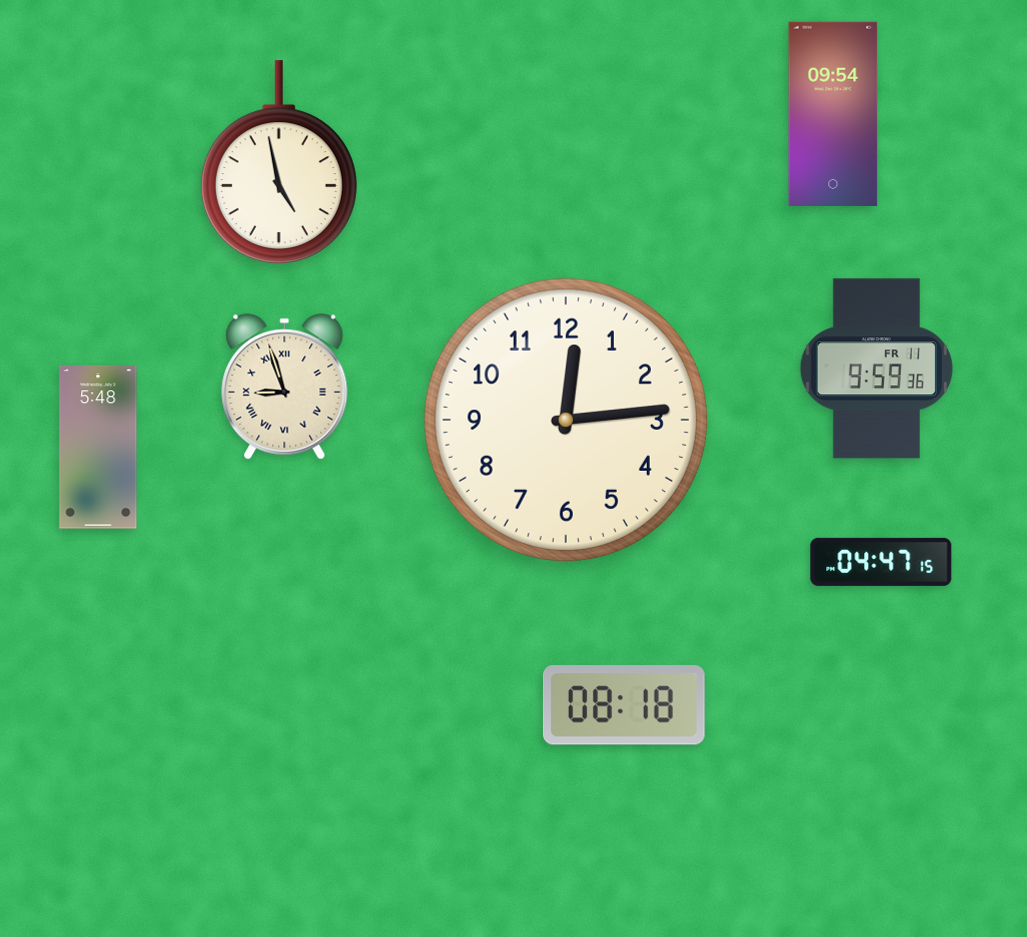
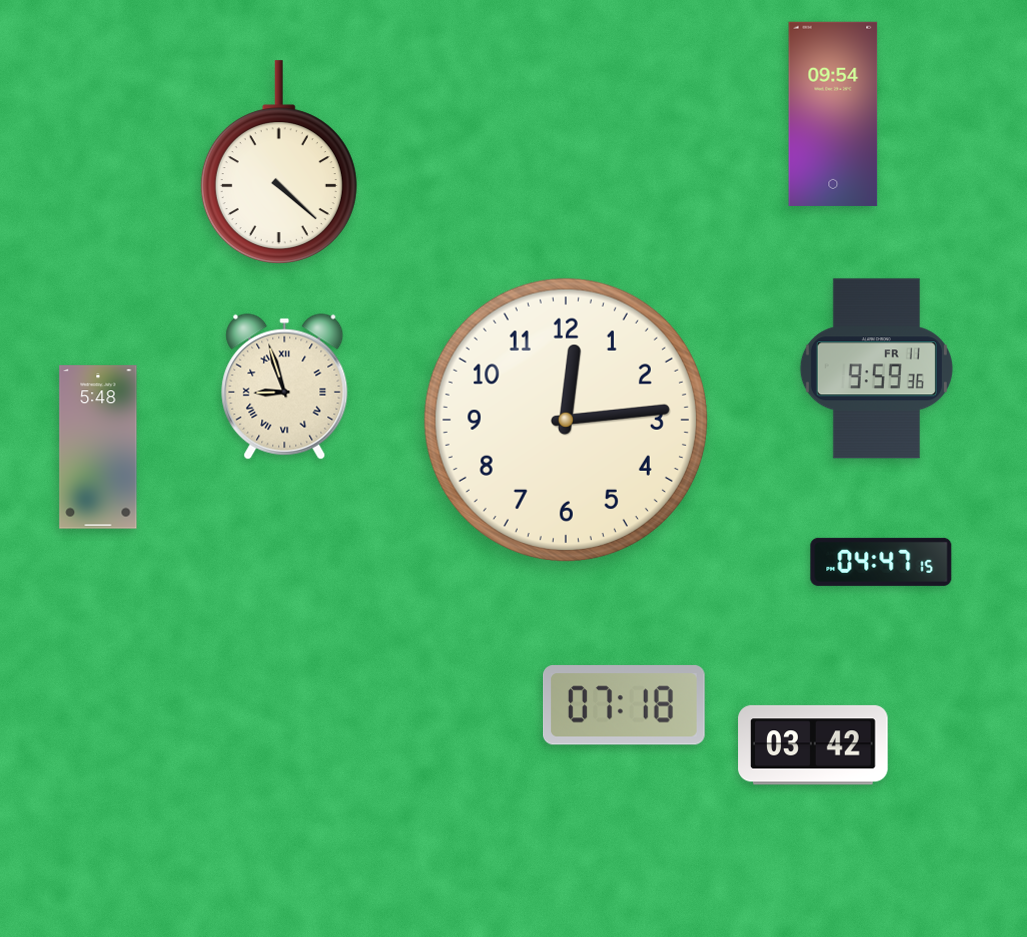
clock at (279, 163): 4:58 -> 4:22
clock at (624, 705): 08:18 -> 07:18
clock at (813, 745): none -> 03:42
